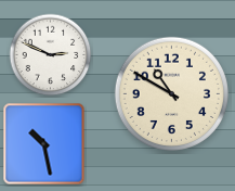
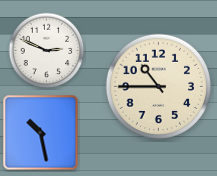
clock at (171, 93): 10:50 -> 10:45
